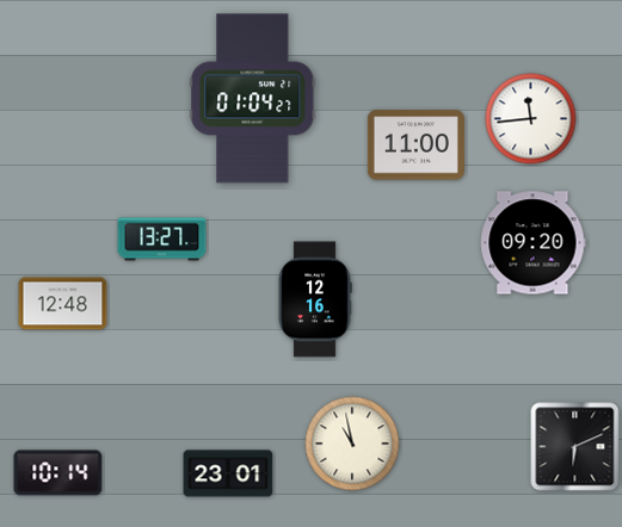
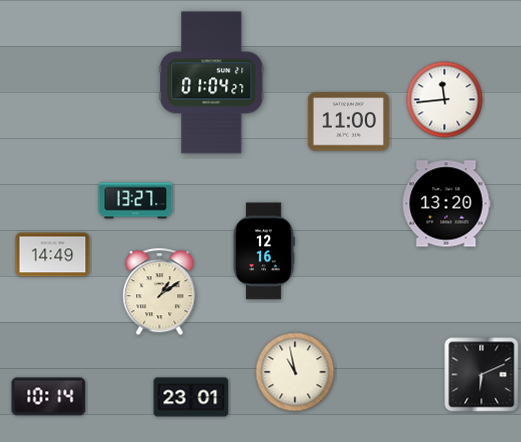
clock at (532, 243): 09:20 -> 13:20
clock at (63, 304): 12:48 -> 14:49
clock at (160, 292): none -> 1:09
